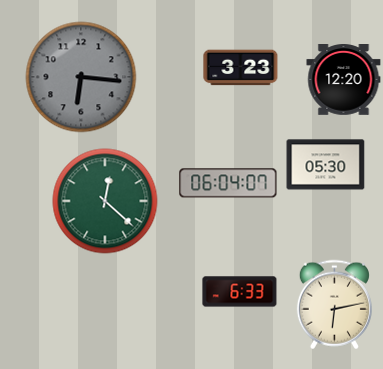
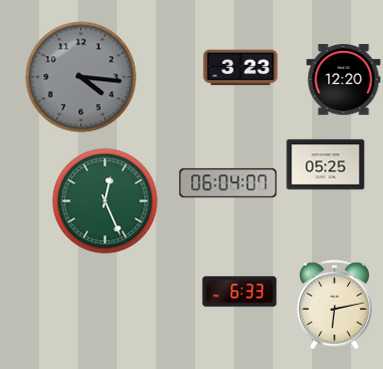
clock at (81, 77): 6:16 -> 4:16
clock at (326, 165): 05:30 -> 05:25
clock at (105, 201): 12:22 -> 12:26
